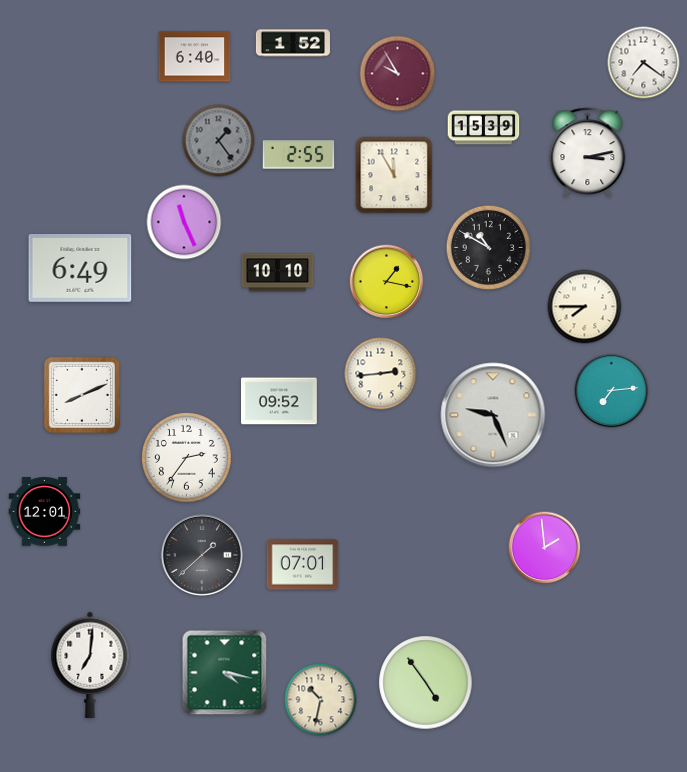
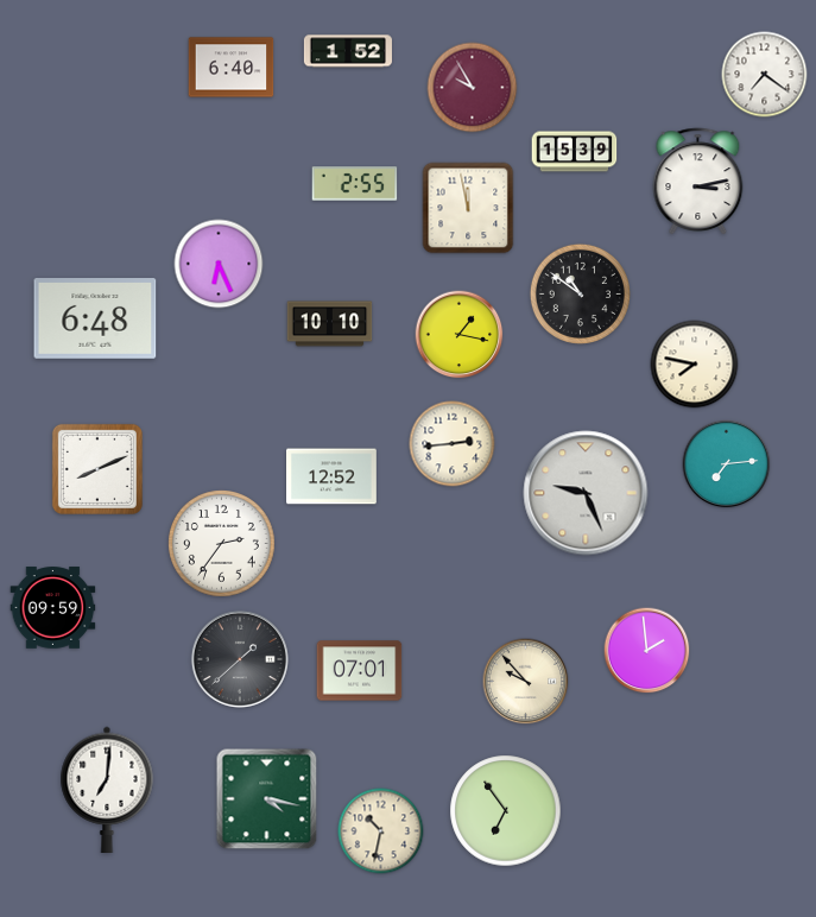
clock at (219, 141): 1:24 -> none
clock at (394, 175): 11:55 -> 11:58
clock at (184, 222): 11:26 -> 6:26
clock at (488, 247): 10:50 -> 10:51
clock at (80, 269): 6:49 -> 6:48
clock at (585, 307): 7:45 -> 7:47
clock at (280, 401): 09:52 -> 12:52
clock at (45, 512): 12:01 -> 09:59
clock at (526, 682): none -> 9:53
clock at (426, 683): 4:54 -> 6:54
